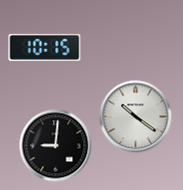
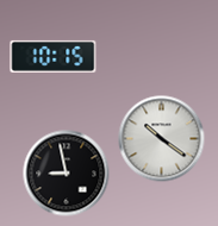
clock at (56, 146): 9:01 -> 8:58
